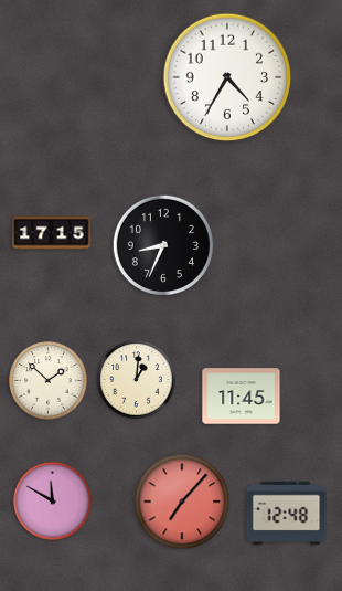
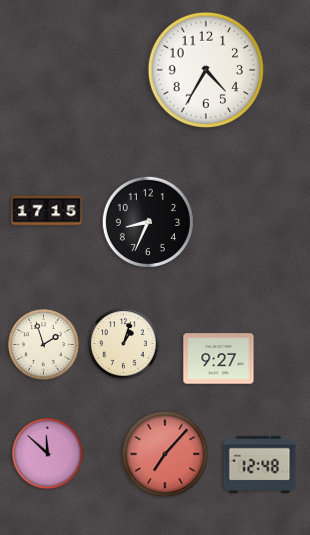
clock at (137, 380): 1:01 -> 1:03
clock at (49, 381): 1:52 -> 1:57
clock at (242, 397): 11:45 -> 9:27
clock at (53, 502): 11:50 -> 11:52
